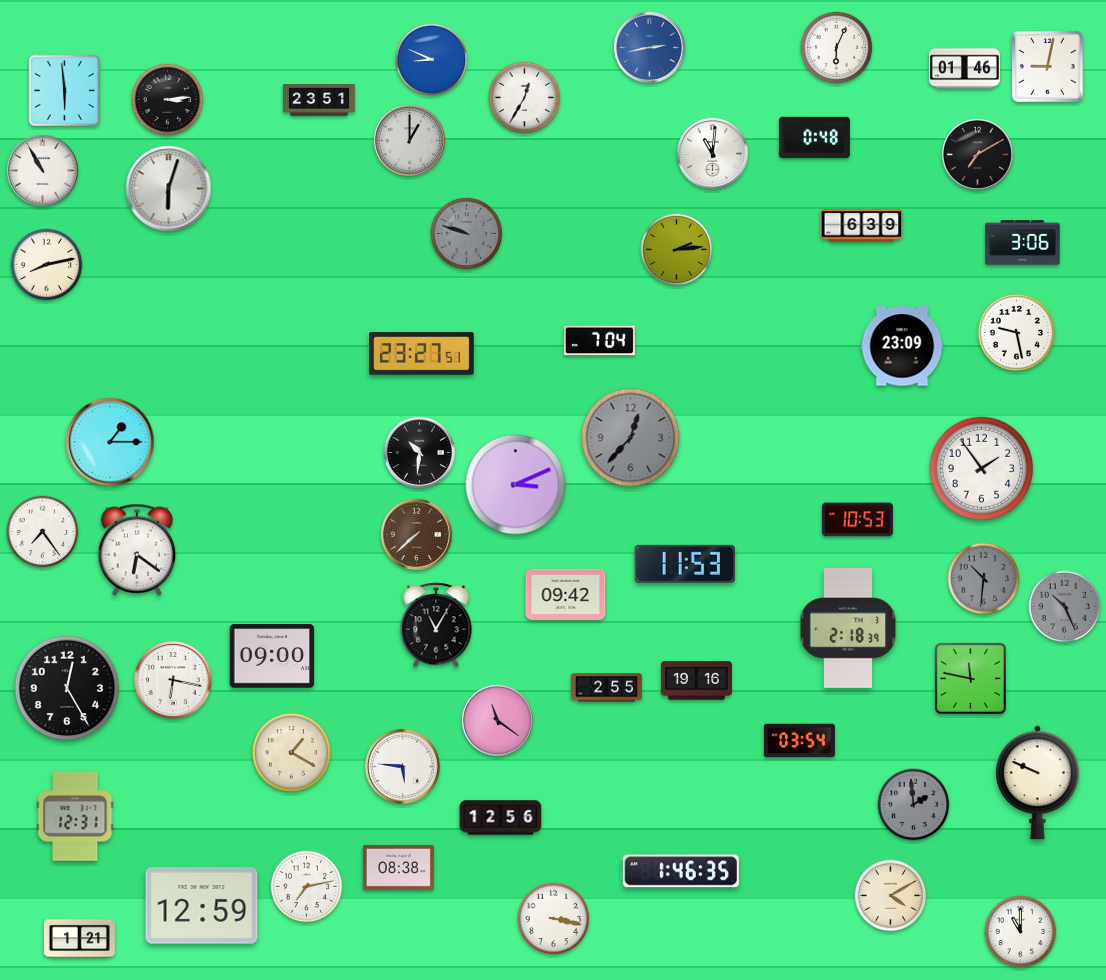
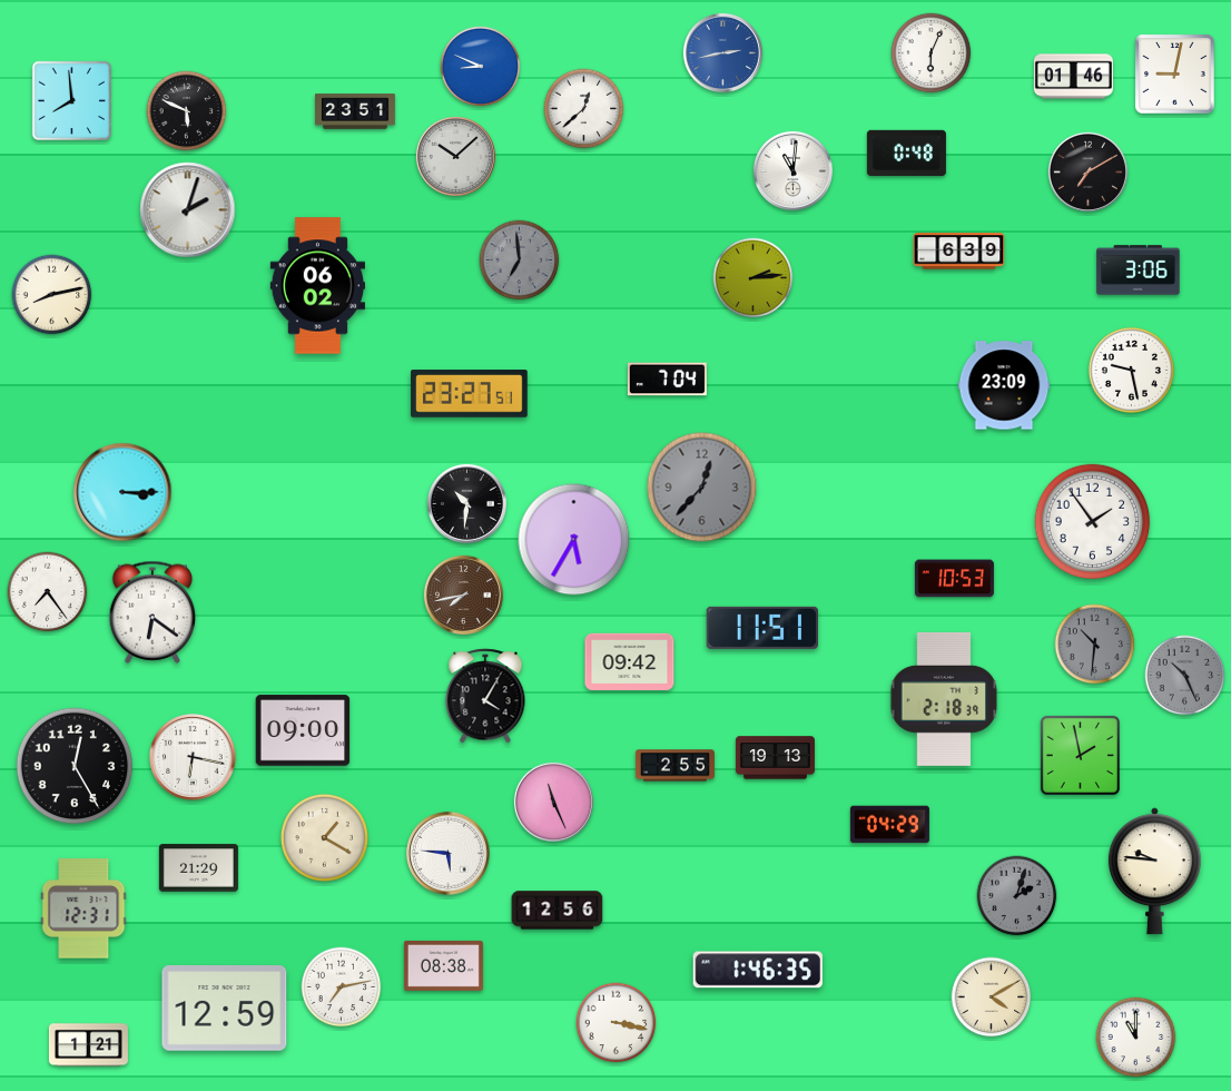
clock at (1048, 67) position: (1048, 67) -> (1175, 75)
clock at (64, 90): 5:59 -> 7:59
clock at (525, 98): 12:35 -> 12:38
clock at (168, 100): 3:14 -> 5:49
clock at (409, 140): 1:00 -> 10:08
clock at (42, 170): 10:55 -> none
clock at (169, 189): 6:03 -> 2:03
clock at (467, 234): 9:48 -> 6:59
clock at (318, 286): none -> 06:02
clock at (110, 442): 1:15 -> 3:15
clock at (516, 485): 3:11 -> 5:35
clock at (416, 534): 7:38 -> 7:43
clock at (684, 564): 11:53 -> 11:51
clock at (436, 625): 11:05 -> 4:05
clock at (970, 678): 11:47 -> 1:58
clock at (696, 681): 19:16 -> 19:13
clock at (497, 720): 11:21 -> 11:26
clock at (799, 741): 03:54 -> 04:29
clock at (198, 868): none -> 21:29
clock at (1037, 783): 9:49 -> 9:46
clock at (914, 805): 1:59 -> 2:03
